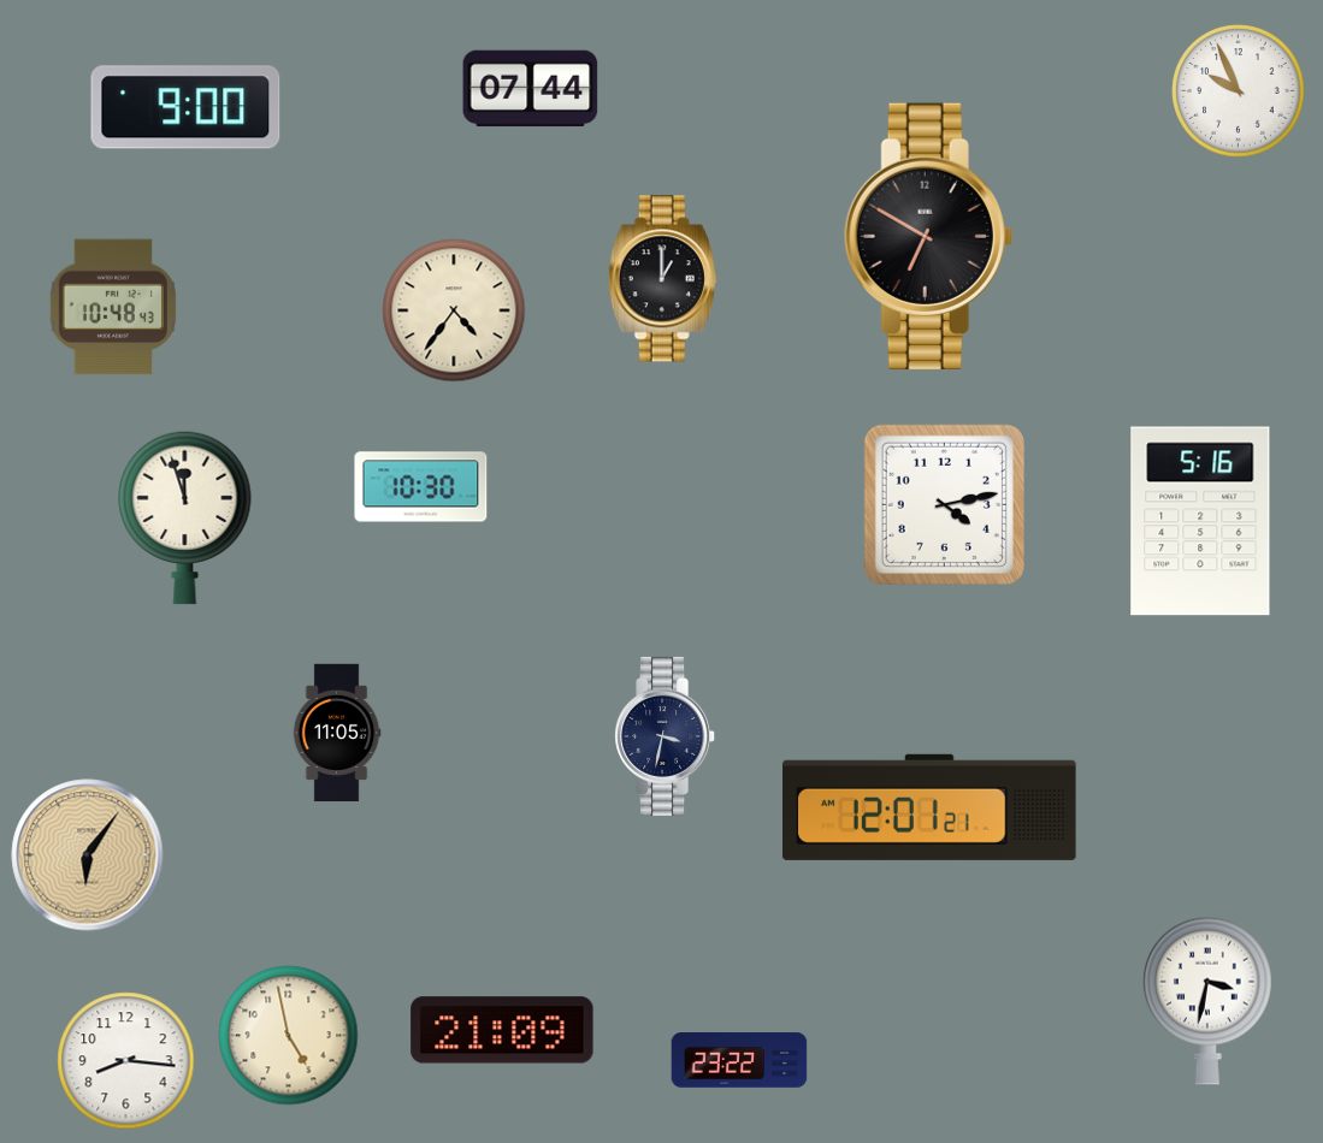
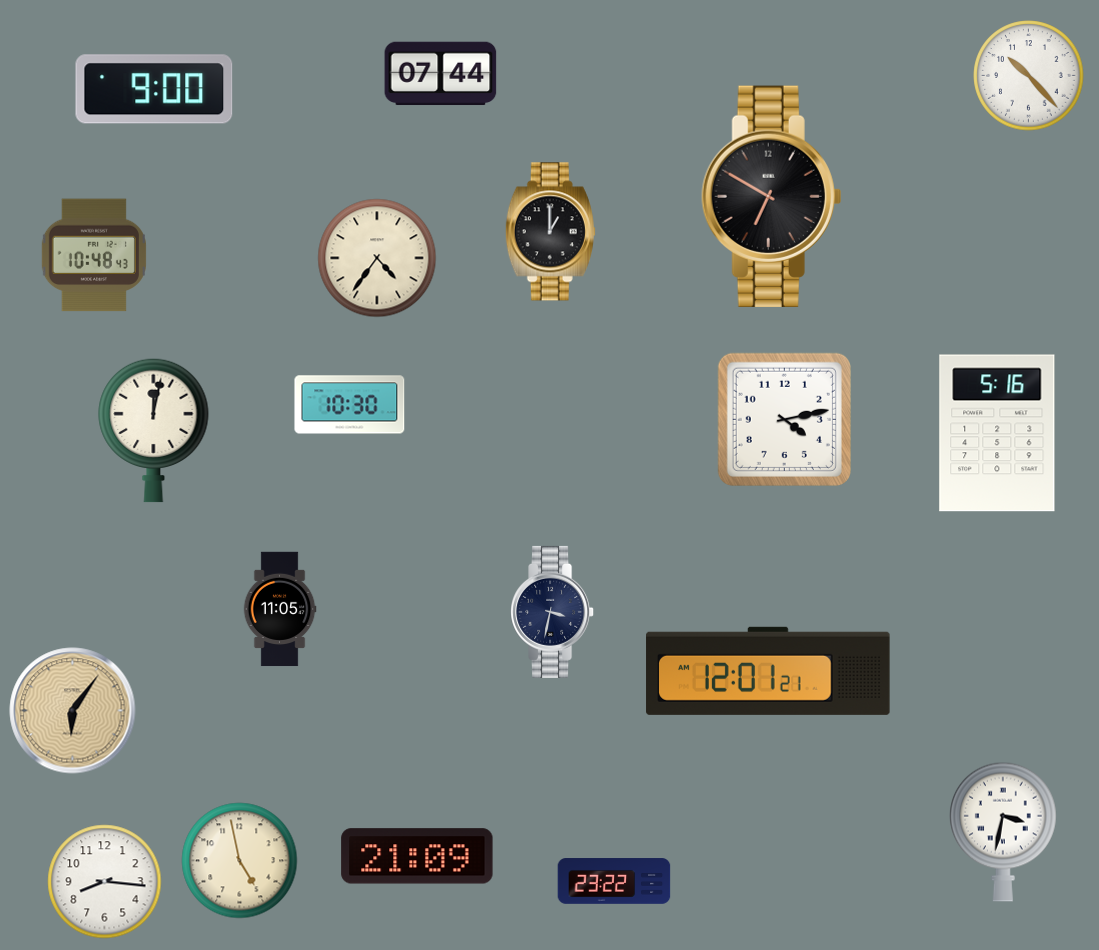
clock at (1239, 91): 9:56 -> 10:23
clock at (185, 517): 11:57 -> 12:02
clock at (929, 807) position: (929, 807) -> (768, 671)
